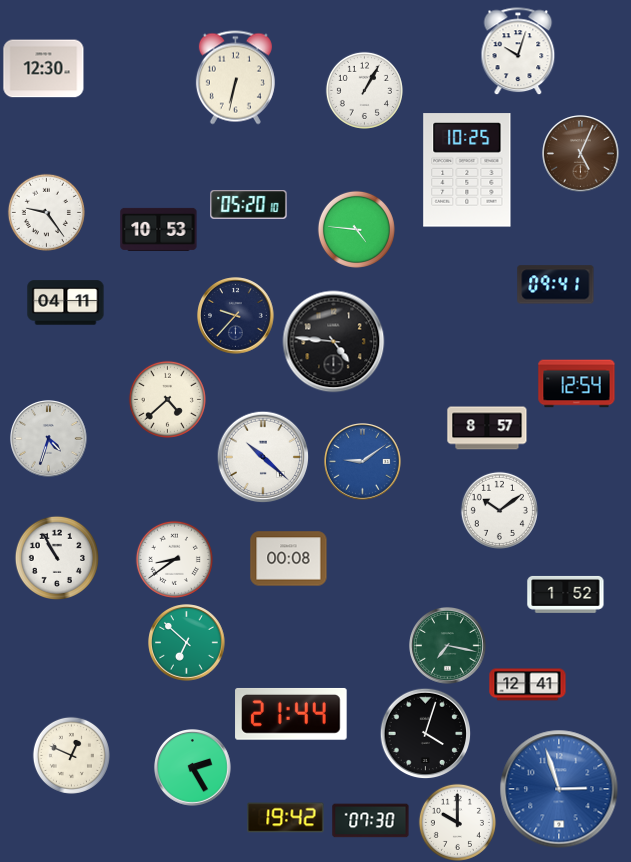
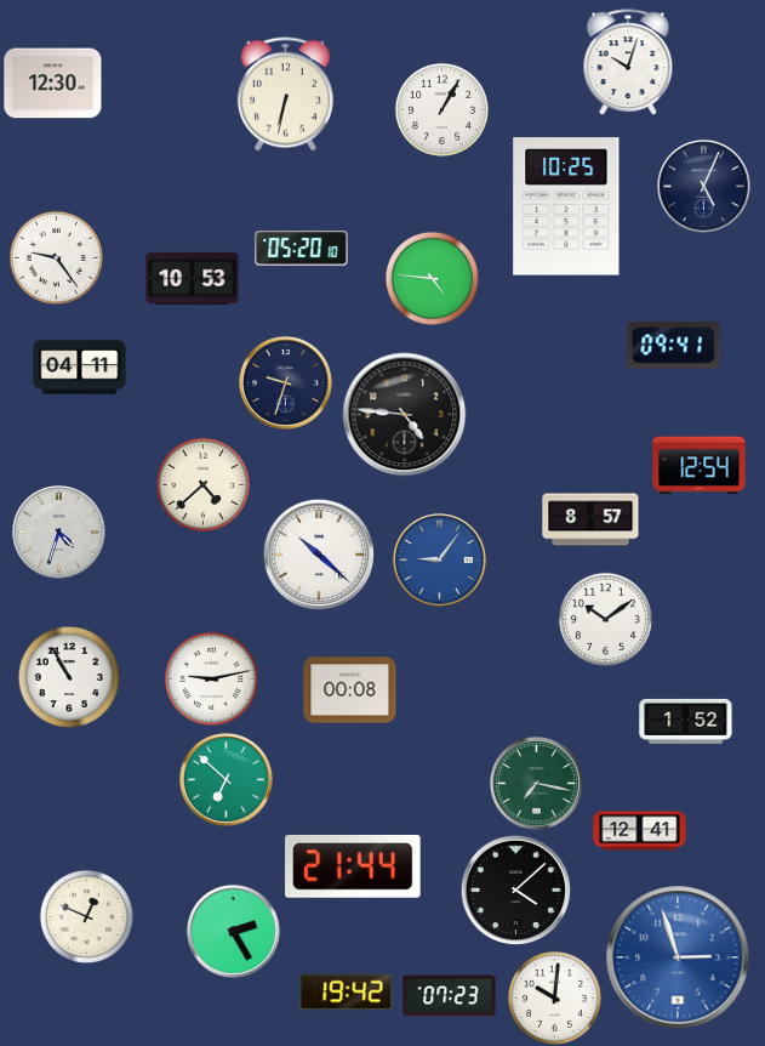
clock at (581, 154) dial: brown -> navy
clock at (236, 316): 9:37 -> 9:33
clock at (363, 462): 9:09 -> 9:06
clock at (174, 559): 8:39 -> 9:13
clock at (289, 559) position: (289, 559) -> (350, 690)
clock at (448, 646) position: (448, 646) -> (537, 784)
clock at (425, 733): 4:03 -> 4:08
clock at (371, 821): 07:30 -> 07:23
clock at (457, 822): 10:00 -> 10:01
